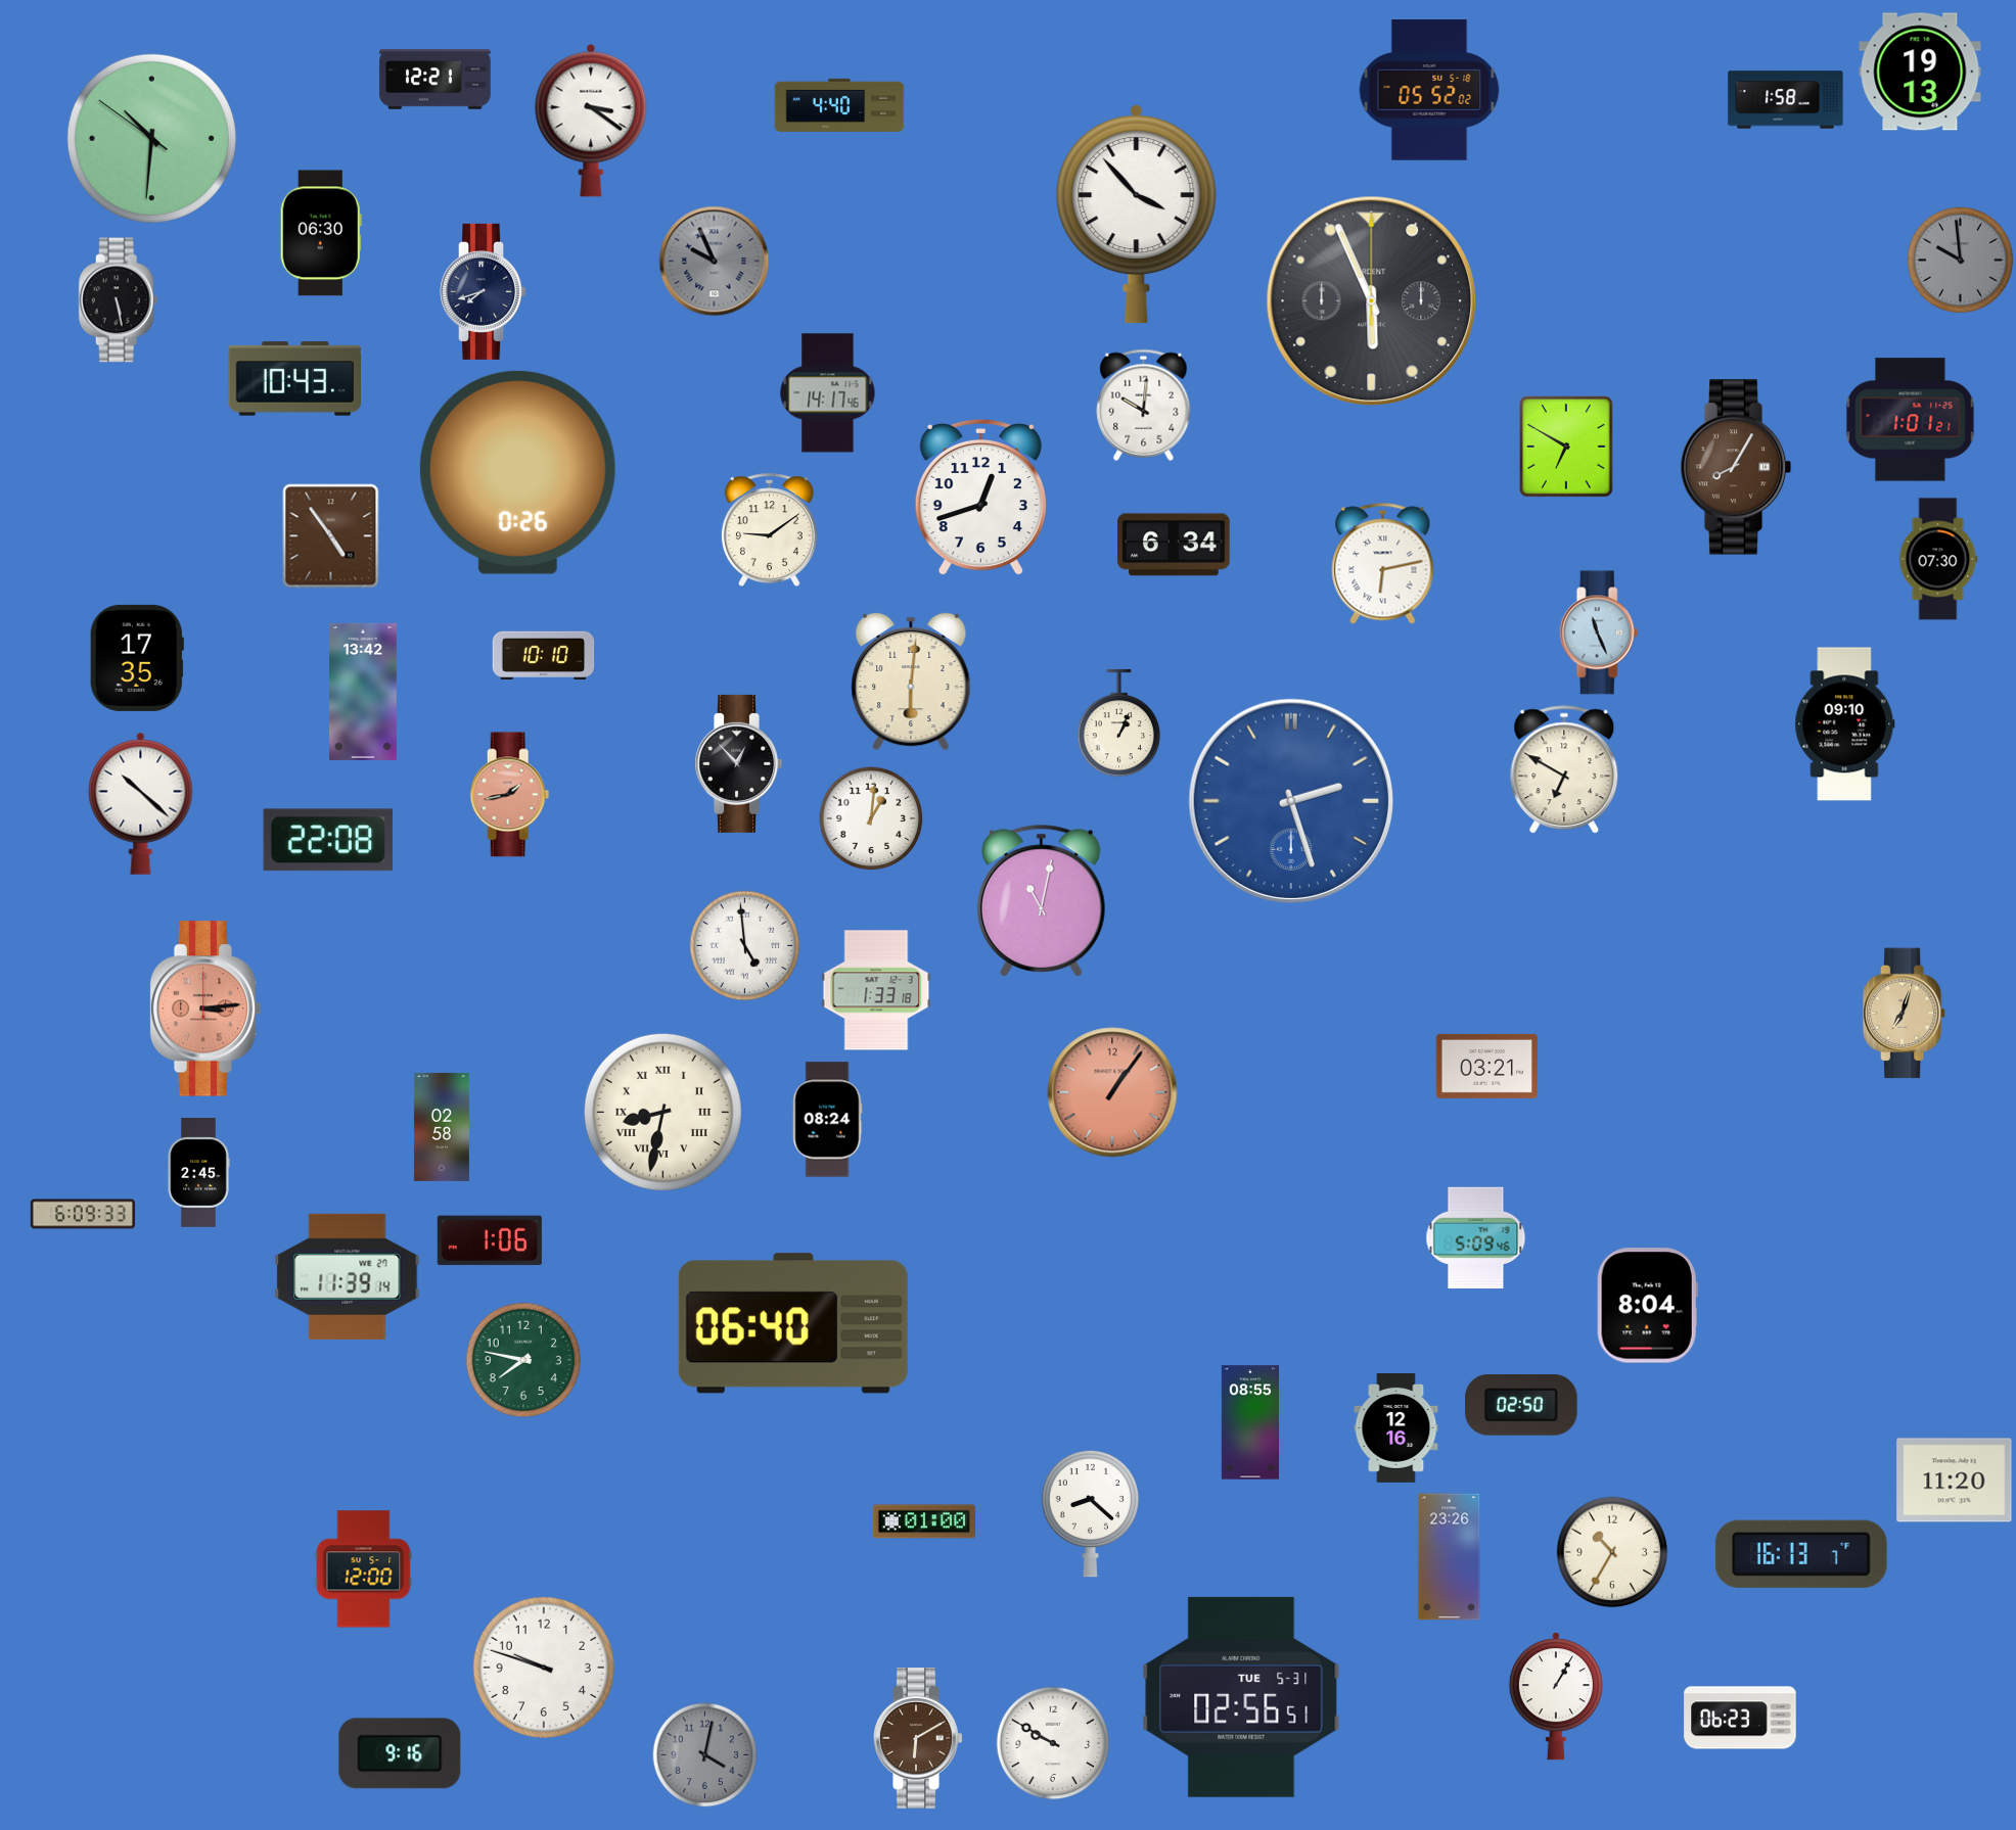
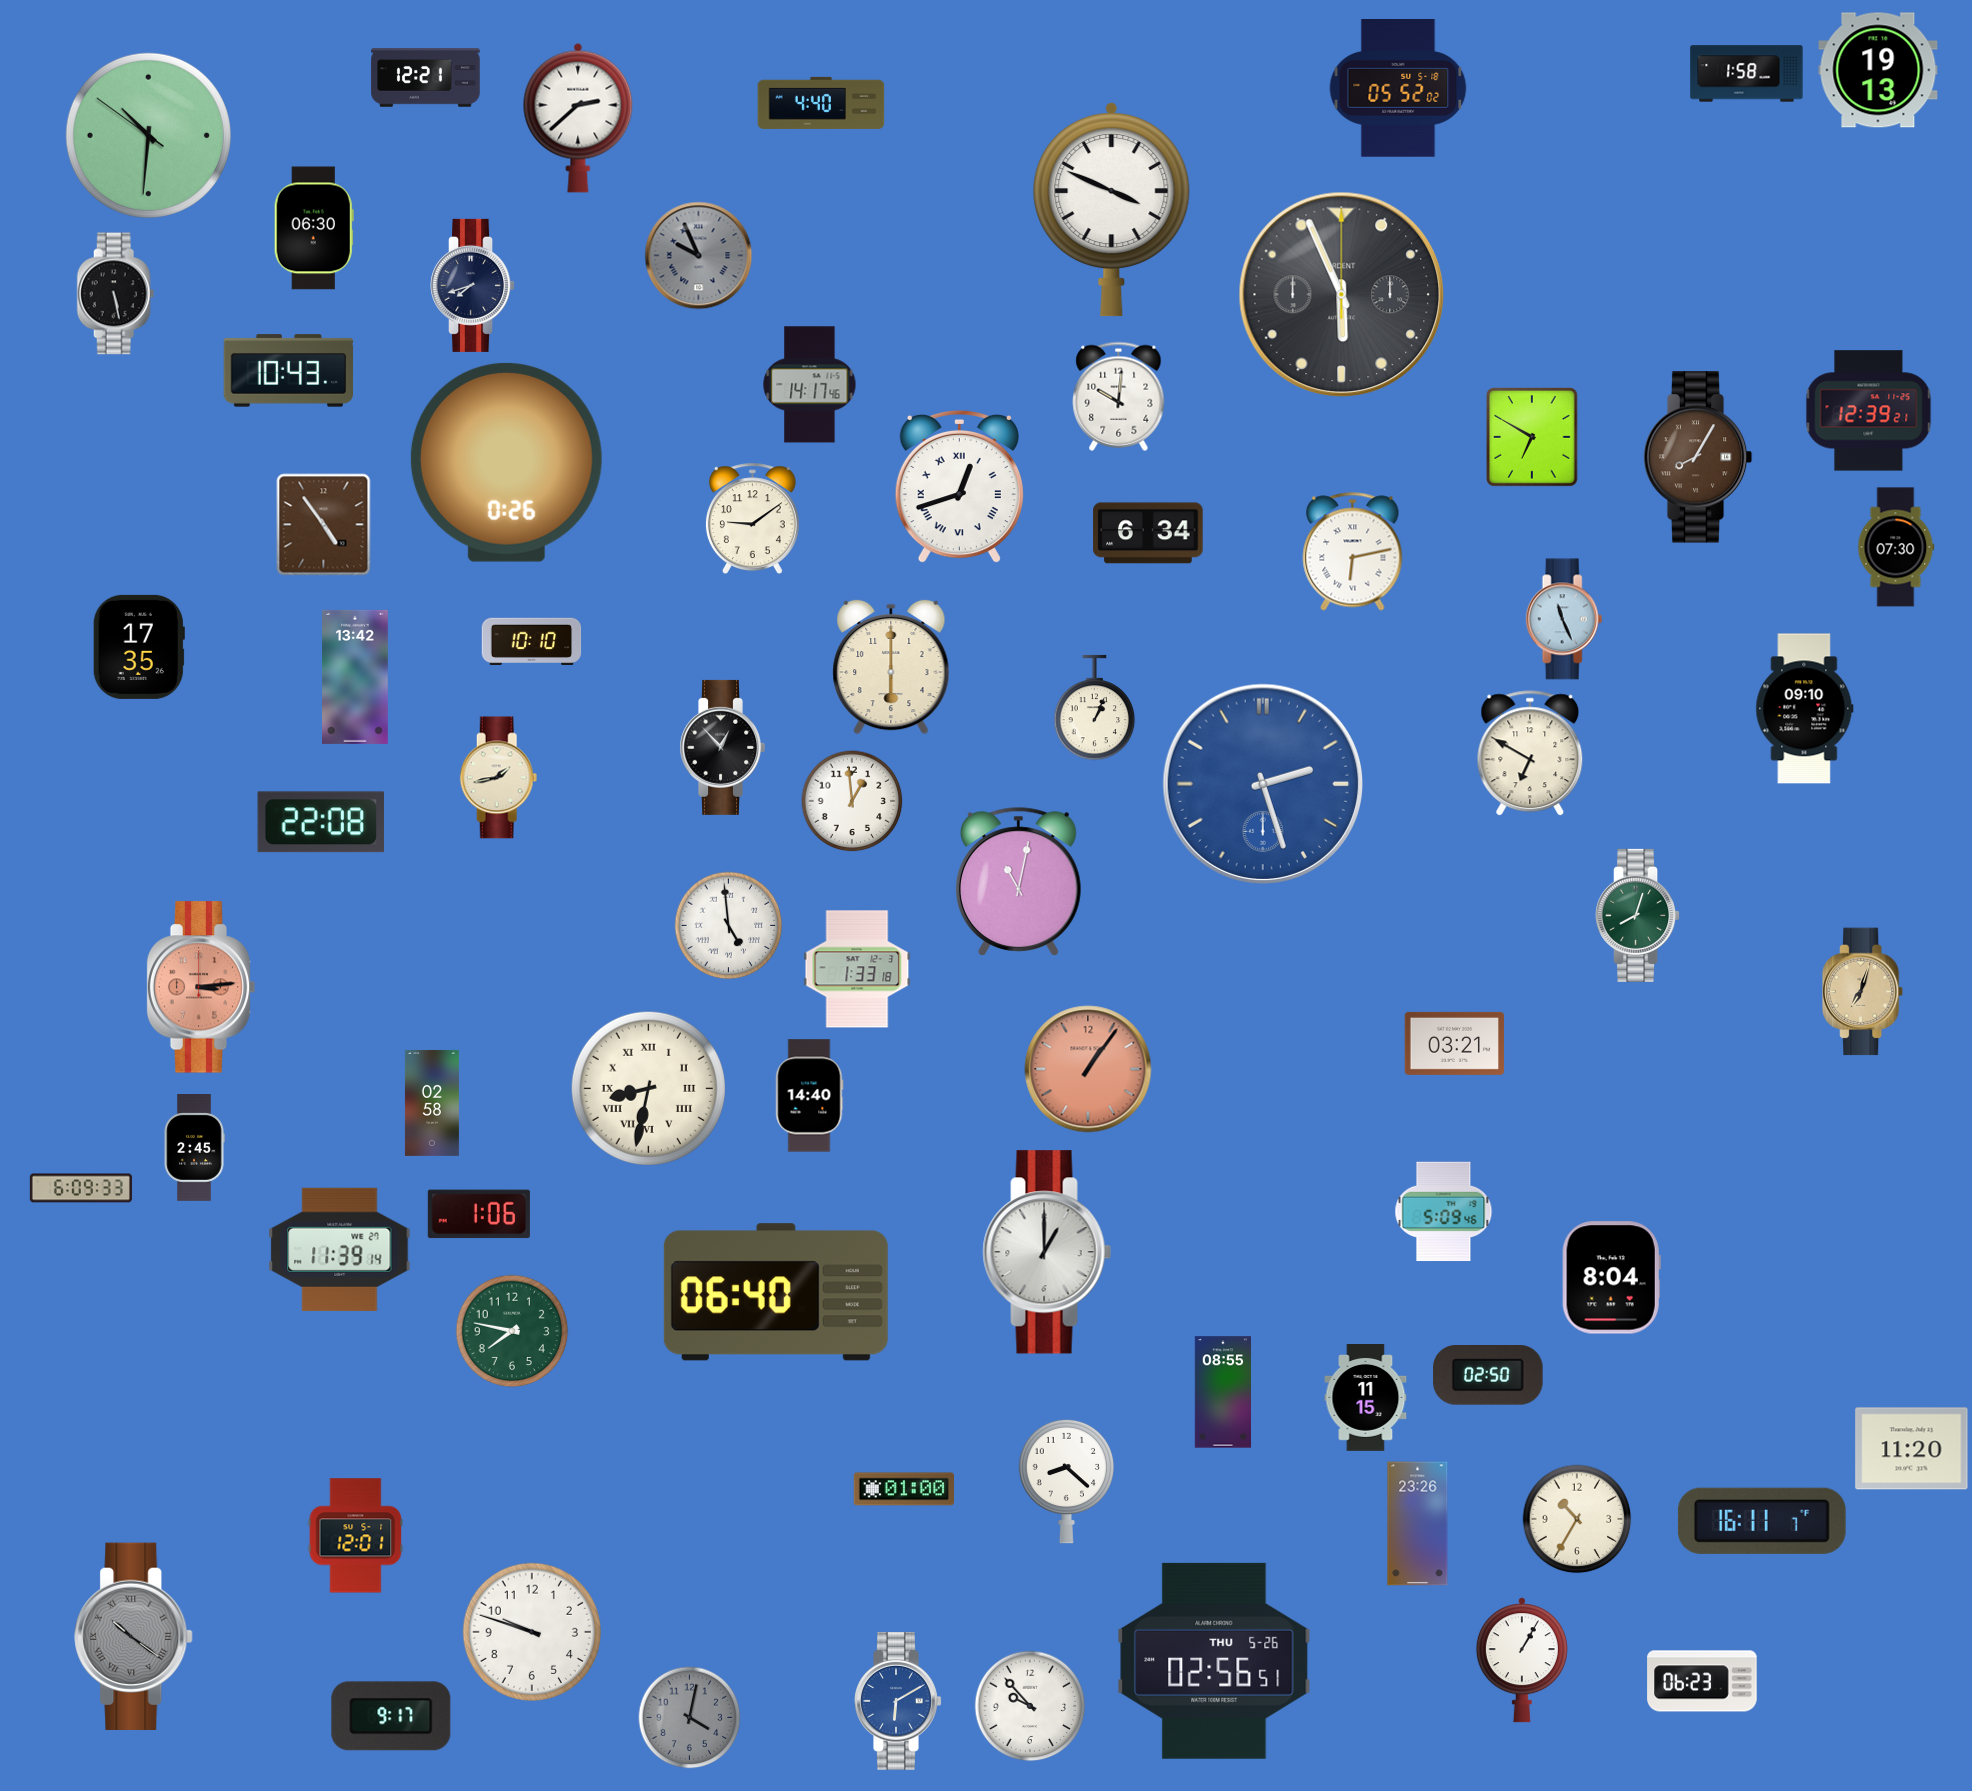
clock at (1786, 100) position: (1786, 100) -> (1747, 74)
clock at (591, 121): 3:21 -> 2:38
clock at (1137, 214): 3:53 -> 3:49
clock at (1961, 261): 9:59 -> none
clock at (1911, 420): 1:01 -> 12:39
clock at (980, 498) numerals: Arabic -> Roman
clock at (137, 658) position: (137, 658) -> (139, 647)
clock at (911, 682): 6:01 -> 6:00
clock at (510, 795) dial: salmon -> cream
clock at (141, 803): 10:22 -> none
clock at (871, 818): 1:01 -> 12:59
clock at (1638, 915): none -> 8:03
clock at (827, 1120): 08:24 -> 14:40
clock at (1047, 1252): none -> 1:00
clock at (793, 1323) position: (793, 1323) -> (776, 1292)
clock at (1396, 1428): 12:16 -> 11:15
clock at (1801, 1554): 16:13 -> 16:11
clock at (364, 1569): 12:00 -> 12:01
clock at (134, 1636): none -> 10:21
clock at (1241, 1697) date: TUE 5-31 -> THU 5-26
clock at (918, 1739) dial: brown -> blue
clock at (1053, 1743): 9:50 -> 9:53
clock at (400, 1753): 9:16 -> 9:17
